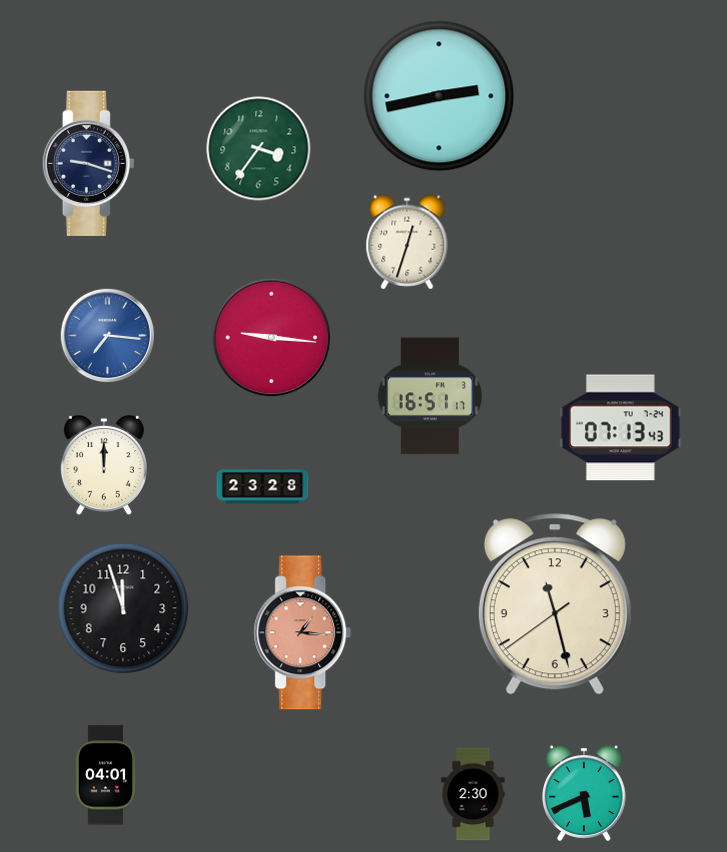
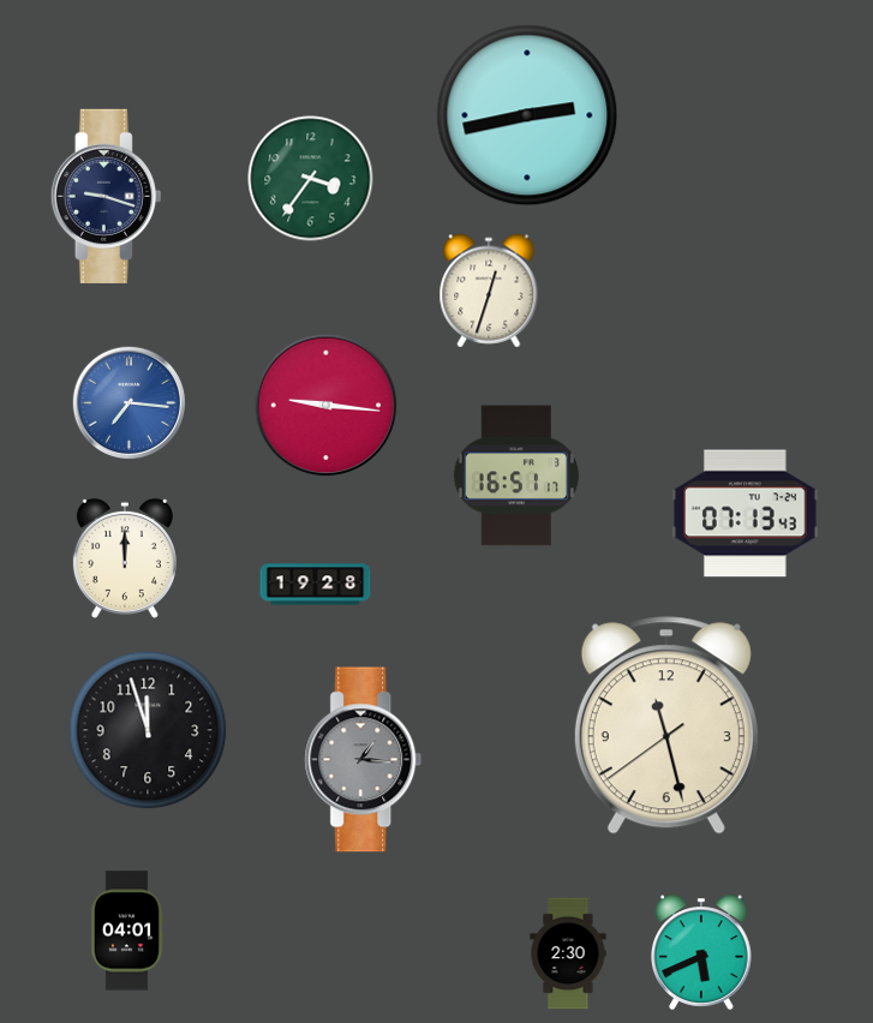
clock at (263, 487): 23:28 -> 19:28
clock at (303, 633) dial: salmon -> grey
